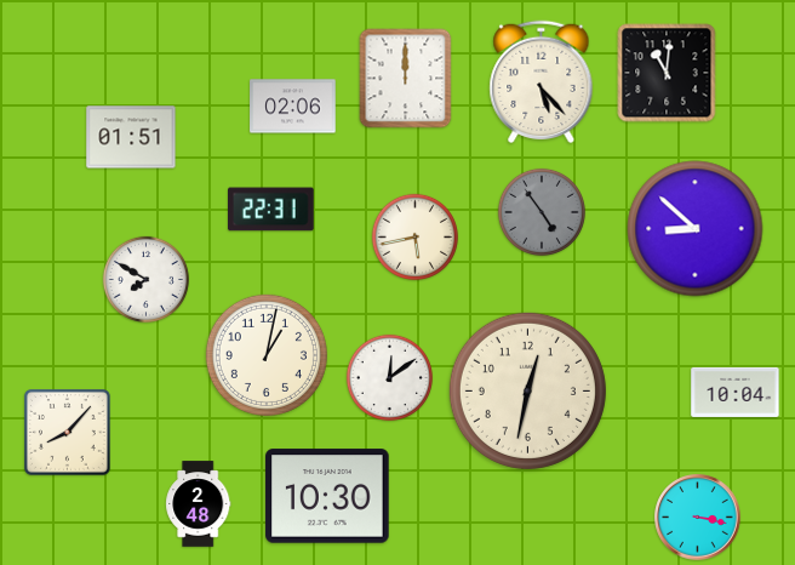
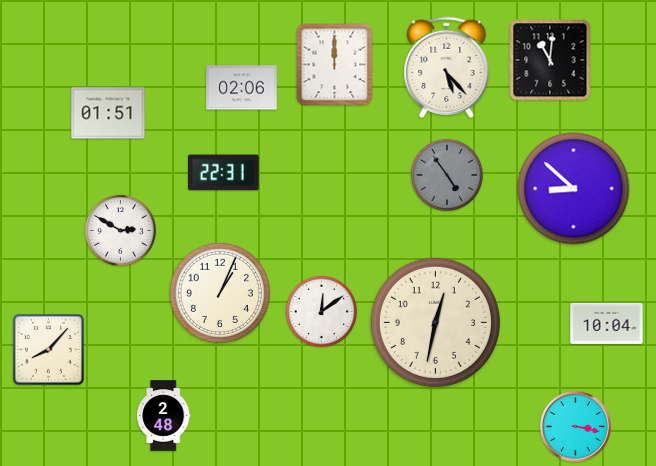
clock at (414, 236): 5:43 -> none
clock at (145, 279): 7:50 -> 2:50
clock at (267, 355): 1:02 -> 1:04
clock at (68, 433) position: (68, 433) -> (49, 350)
clock at (327, 496): 10:30 -> none
